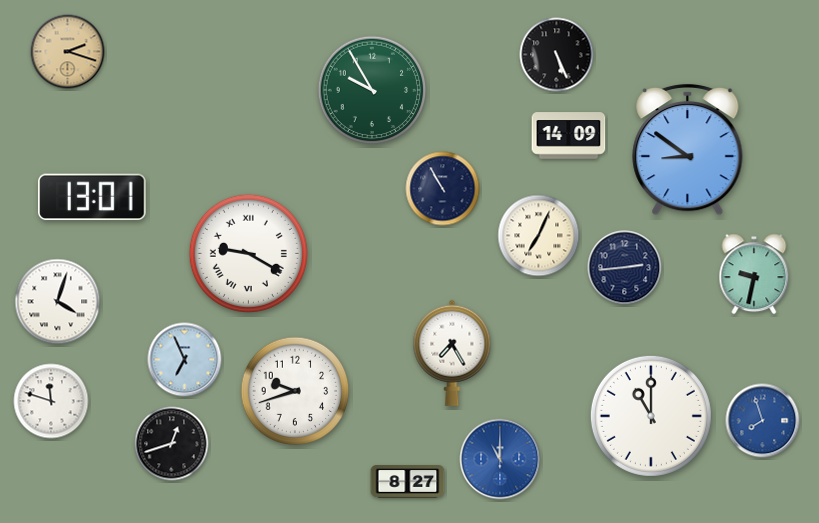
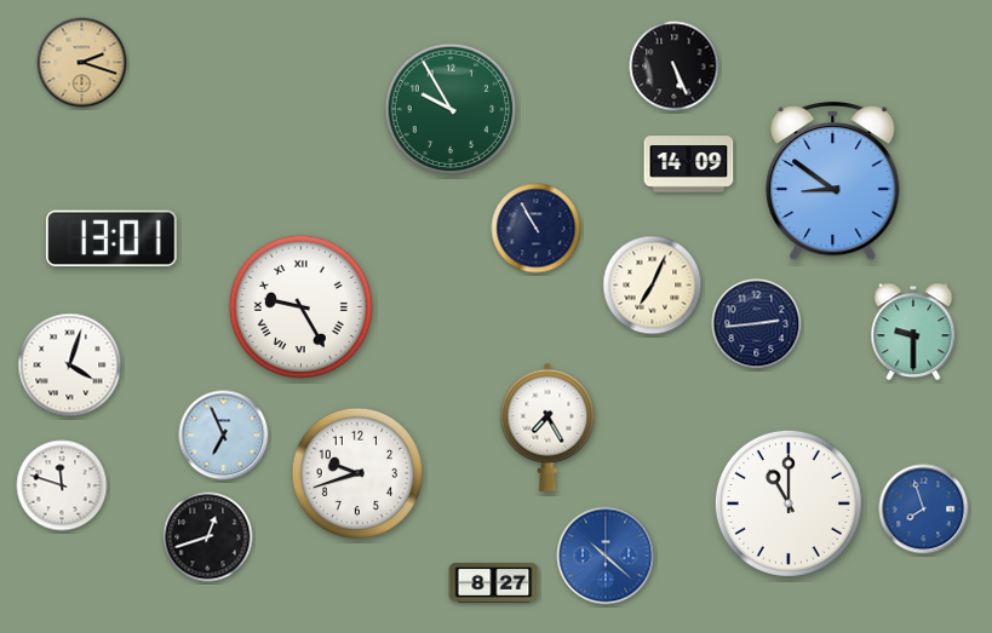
clock at (248, 253): 9:20 -> 9:25
clock at (754, 274): 9:32 -> 9:30
clock at (500, 459): 11:00 -> 10:22
